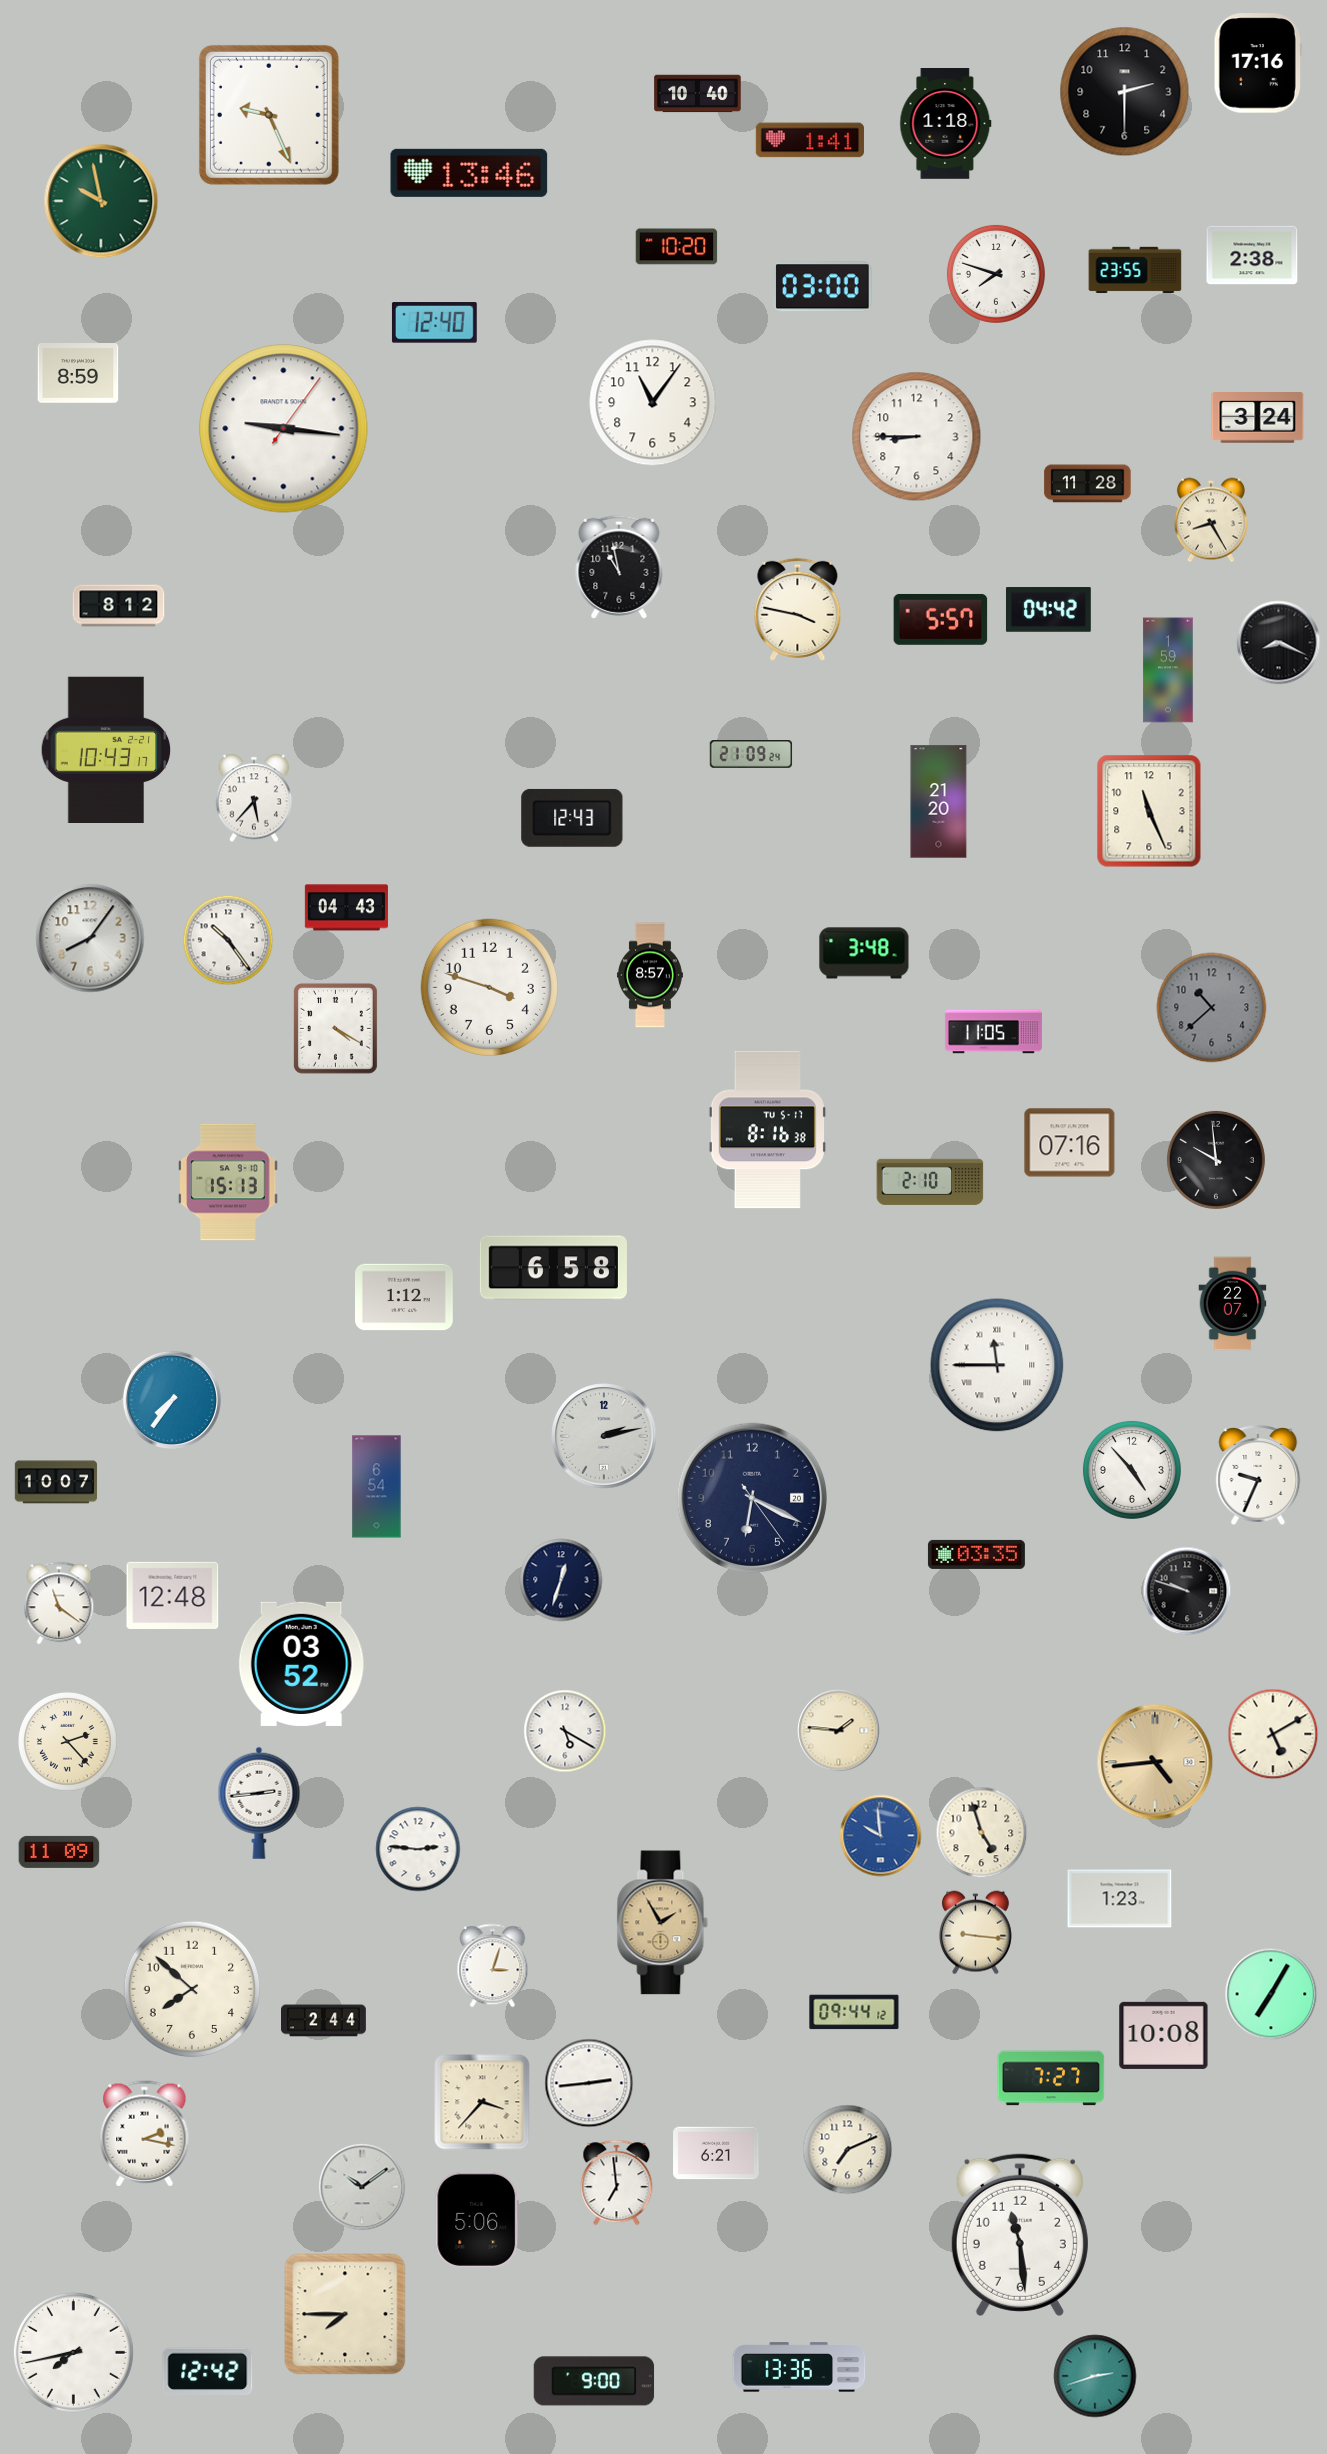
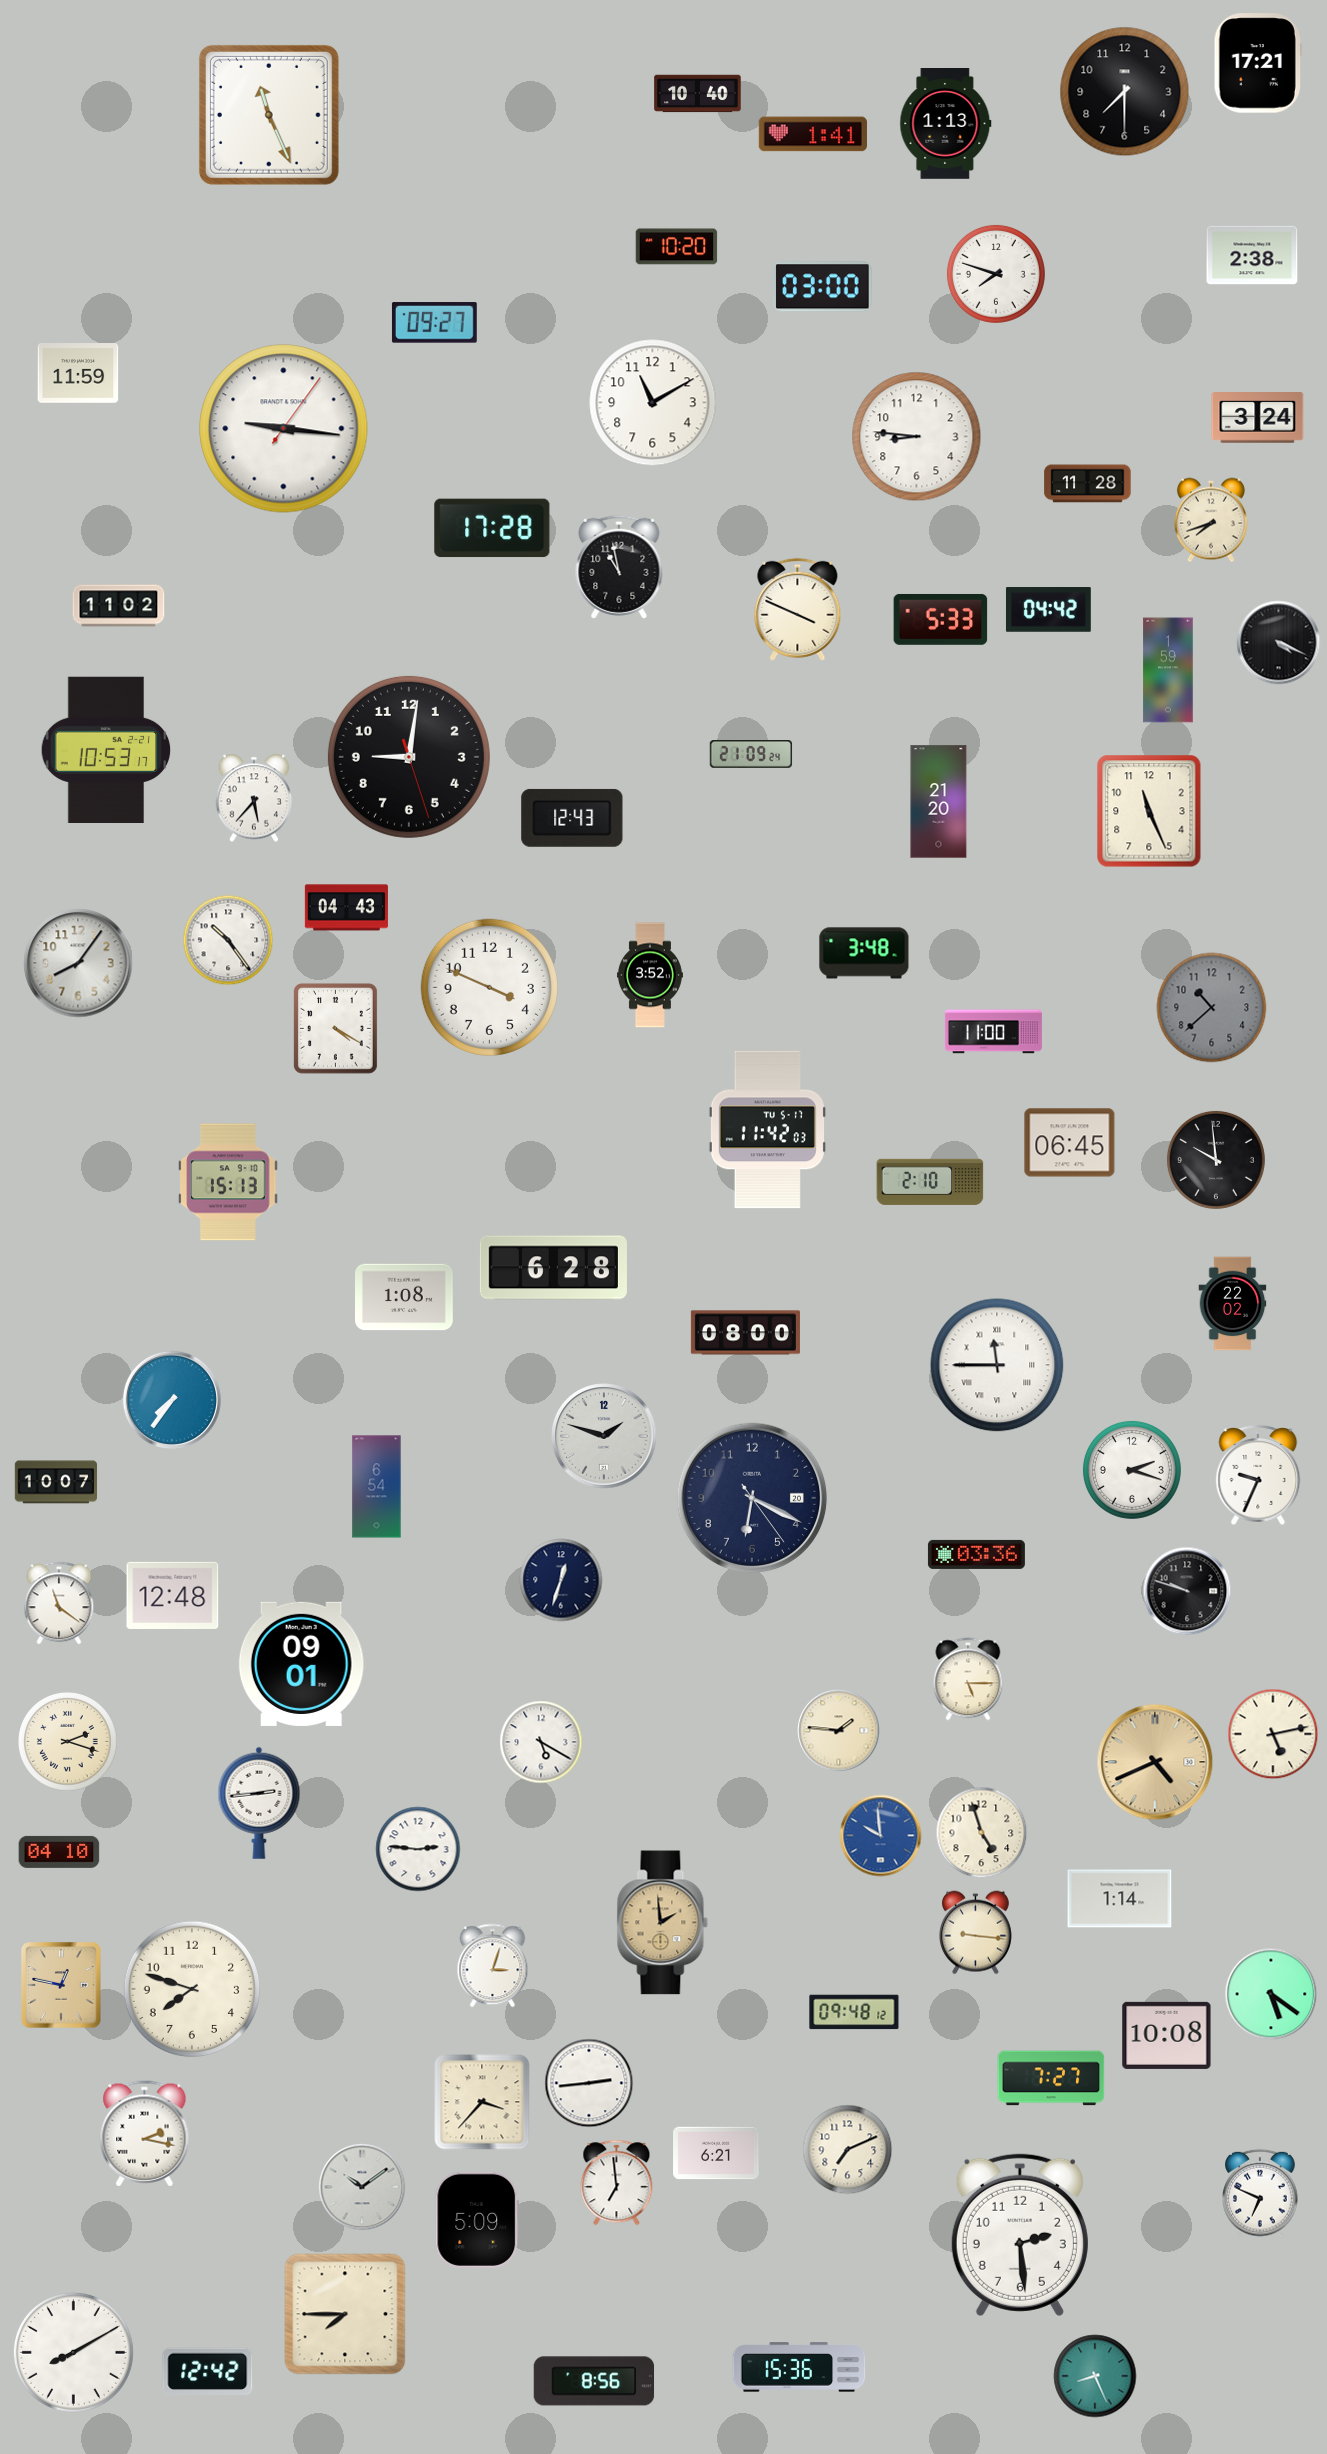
clock at (1258, 63): 17:16 -> 17:21
clock at (1125, 92): 2:30 -> 7:30
clock at (269, 115): 9:26 -> 11:26
clock at (946, 124): 1:18 -> 1:13
clock at (810, 140) position: (810, 140) -> (813, 134)
clock at (469, 173): 13:46 -> none
clock at (101, 201): 9:58 -> none
clock at (1135, 270): 23:55 -> none
clock at (434, 323): 12:40 -> 09:27
clock at (78, 374): 8:59 -> 11:59
clock at (653, 403): 11:06 -> 11:10
clock at (917, 437): 8:45 -> 8:46
clock at (1211, 520): 8:25 -> 7:42
clock at (492, 528): none -> 17:28
clock at (119, 606): 8:12 -> 11:02
clock at (798, 609): 3:47 -> 3:49
clock at (941, 619): 5:57 -> 5:33
clock at (1279, 643): 8:19 -> 4:19
clock at (106, 749): 10:43 -> 10:53
clock at (409, 757): none -> 9:01
clock at (90, 938) position: (90, 938) -> (78, 963)
clock at (650, 975): 8:57 -> 3:52
clock at (489, 987): 3:48 -> 3:49
clock at (993, 1032): 11:05 -> 11:00
clock at (767, 1130): 8:16 -> 11:42
clock at (1070, 1143): 07:16 -> 06:45
clock at (553, 1268): 6:58 -> 6:28
clock at (405, 1297): 1:12 -> 1:08
clock at (1233, 1304): 22:07 -> 22:02
clock at (745, 1333): none -> 08:00
clock at (604, 1436): 2:13 -> 1:48
clock at (1132, 1470): 4:53 -> 2:18
clock at (976, 1554): 03:35 -> 03:36
clock at (302, 1664): 03:52 -> 09:01
clock at (968, 1679): none -> 5:15
clock at (565, 1731) position: (565, 1731) -> (541, 1742)
clock at (1273, 1734): 5:10 -> 5:13
clock at (68, 1742): 2:23 -> 2:18
clock at (1155, 1762): 4:44 -> 4:41
clock at (59, 1852): 11:09 -> 04:10
clock at (1120, 1899): 1:23 -> 1:14
clock at (663, 1923): 1:55 -> 1:59
clock at (61, 1985): none -> 12:47
clock at (192, 1989): 7:52 -> 7:48
clock at (1271, 1994): 7:05 -> 5:21
clock at (854, 2012): 09:44 -> 09:48
clock at (324, 2021): 2:44 -> none
clock at (1164, 2035) position: (1164, 2035) -> (1167, 2035)
clock at (1260, 2194): none -> 6:49
clock at (477, 2220): 5:06 -> 5:09
clock at (1020, 2235): 11:29 -> 2:29
clock at (73, 2352): 7:43 -> 8:10
clock at (799, 2367): 13:36 -> 15:36
clock at (1095, 2376): 2:42 -> 8:26
clock at (594, 2381): 9:00 -> 8:56
